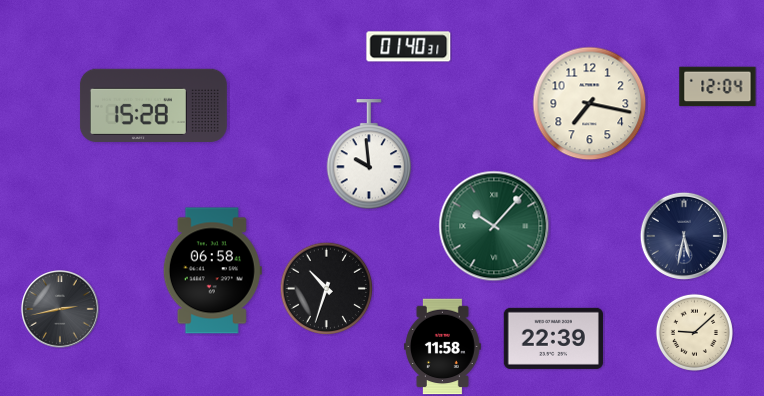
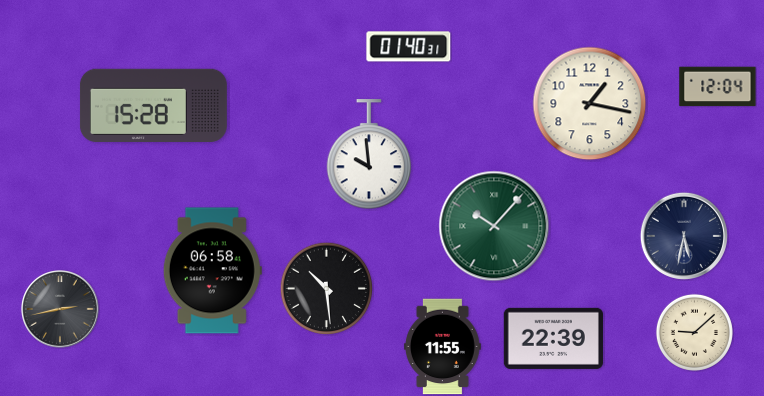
clock at (590, 104): 7:17 -> 1:17
clock at (326, 288): 10:33 -> 10:29
clock at (442, 347): 11:58 -> 11:55
